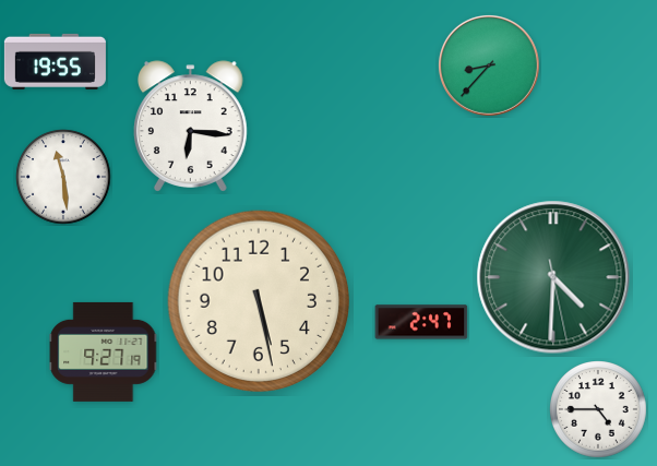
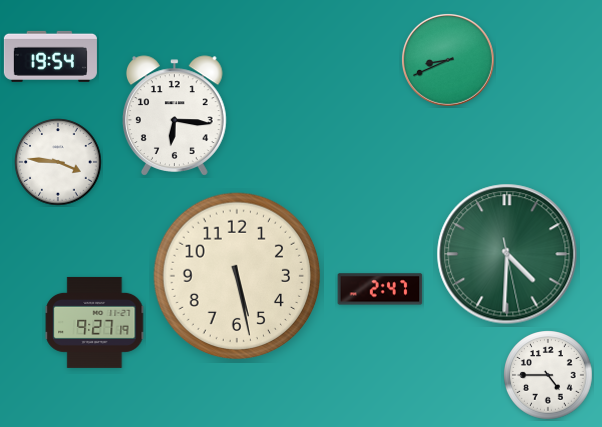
clock at (55, 61): 19:55 -> 19:54
clock at (489, 65): 8:37 -> 8:41
clock at (63, 177): 11:29 -> 3:46
clock at (421, 322) position: (421, 322) -> (380, 289)
